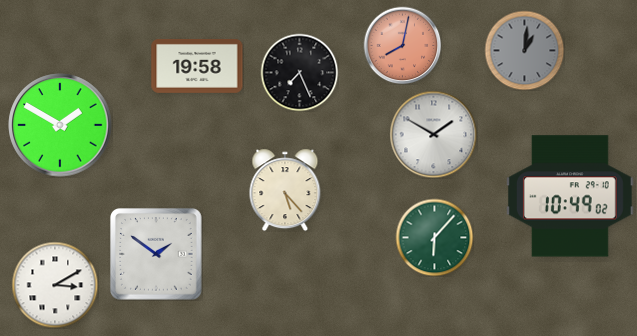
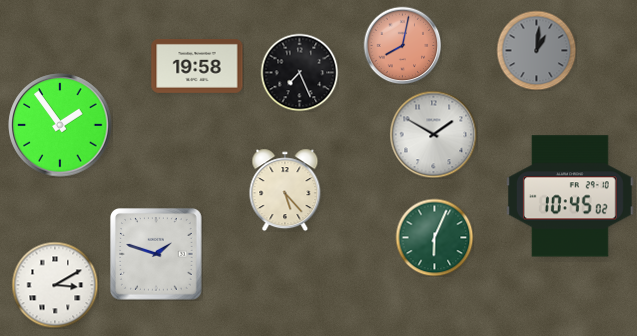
clock at (524, 50) position: (524, 50) -> (536, 50)
clock at (60, 125): 1:50 -> 1:54
clock at (570, 196): 10:49 -> 10:45
clock at (434, 237): 6:07 -> 6:04
clock at (157, 255): 1:51 -> 1:48
